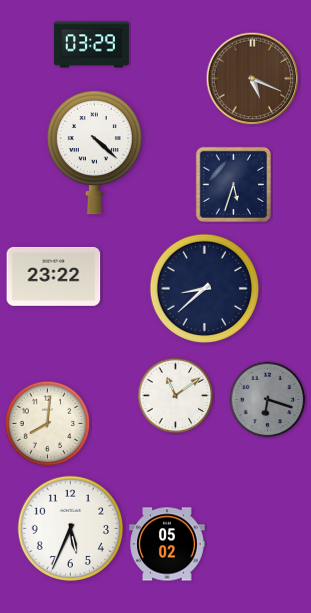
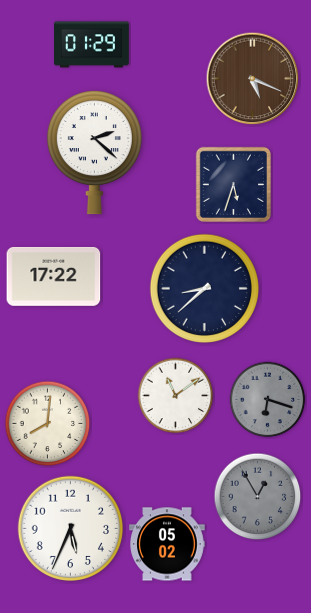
clock at (92, 45): 03:29 -> 01:29
clock at (94, 152): 4:22 -> 2:22
clock at (54, 276): 23:22 -> 17:22
clock at (258, 497): none -> 12:55
